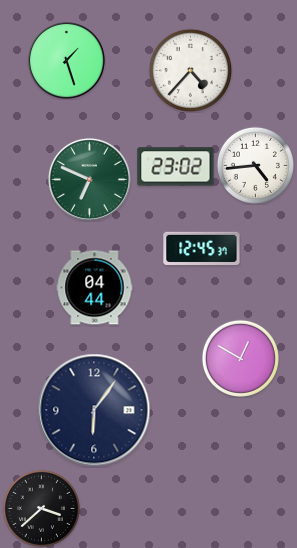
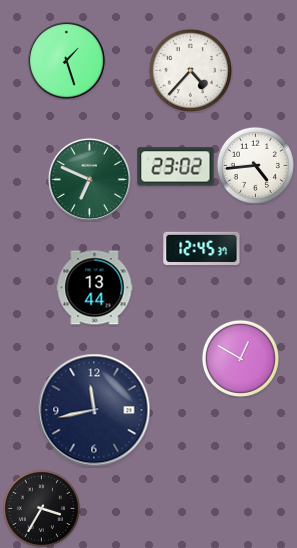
clock at (95, 288): 04:44 -> 13:44
clock at (94, 410): 6:06 -> 11:43
clock at (41, 508): 3:38 -> 3:35
